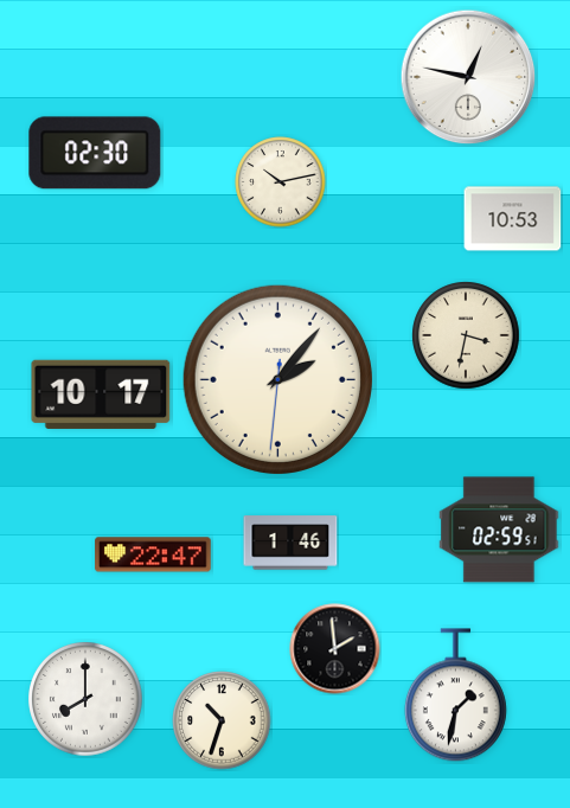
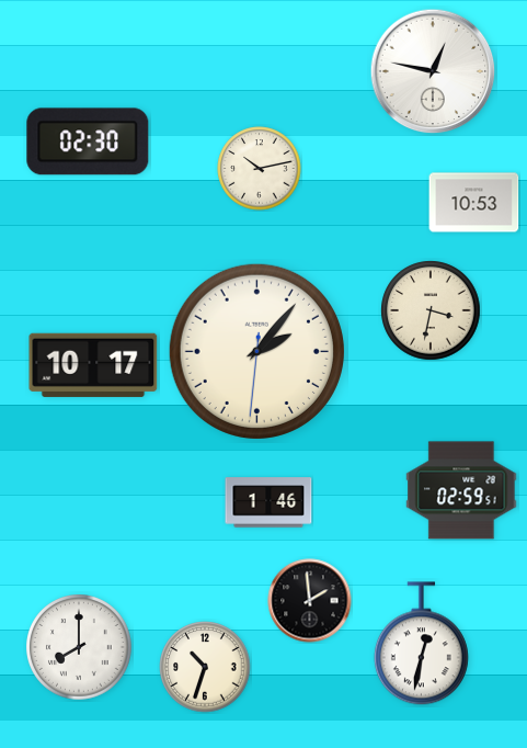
clock at (153, 554): 22:47 -> none
clock at (455, 695): 1:32 -> 12:32
